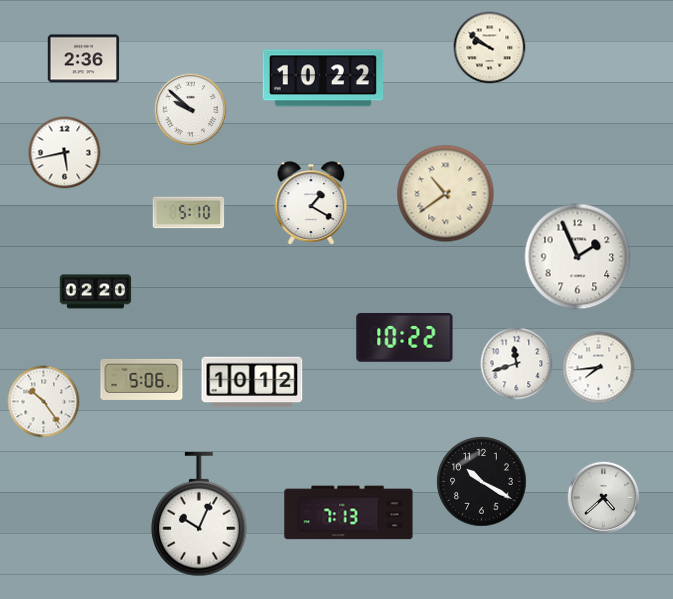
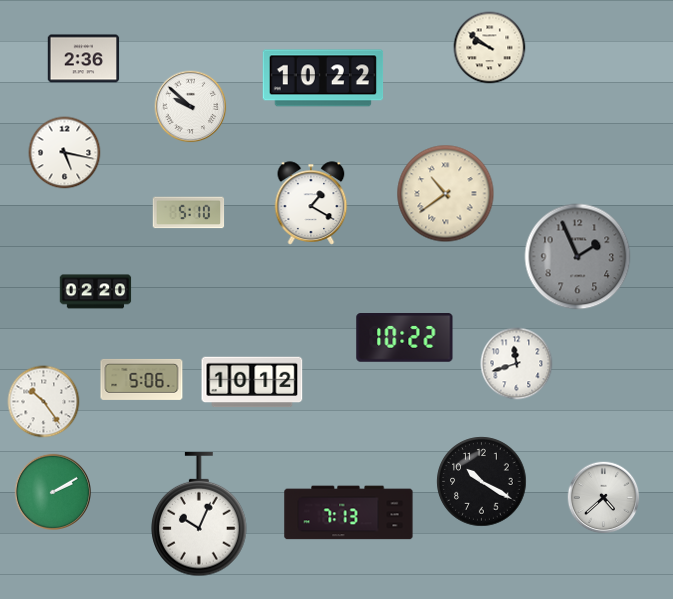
clock at (191, 110) position: (191, 110) -> (191, 107)
clock at (65, 153): 5:43 -> 5:17
clock at (578, 257) dial: white -> grey
clock at (599, 368): 7:44 -> none
clock at (52, 491): none -> 2:10
